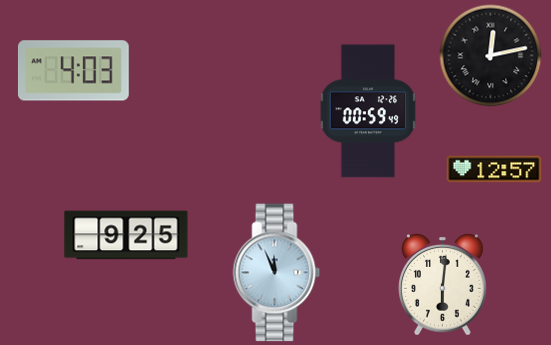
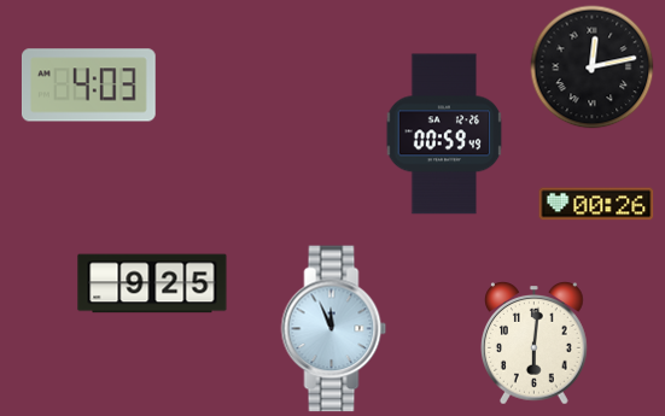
clock at (494, 169): 12:57 -> 00:26
